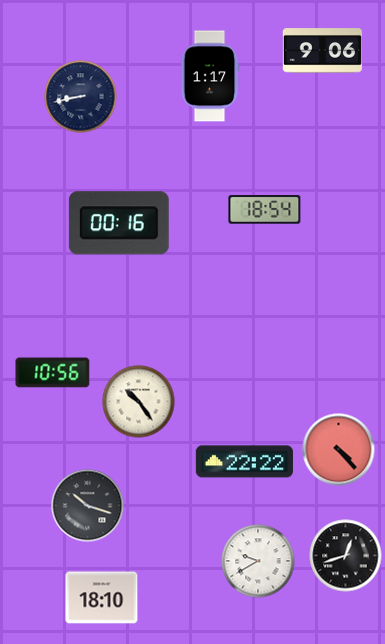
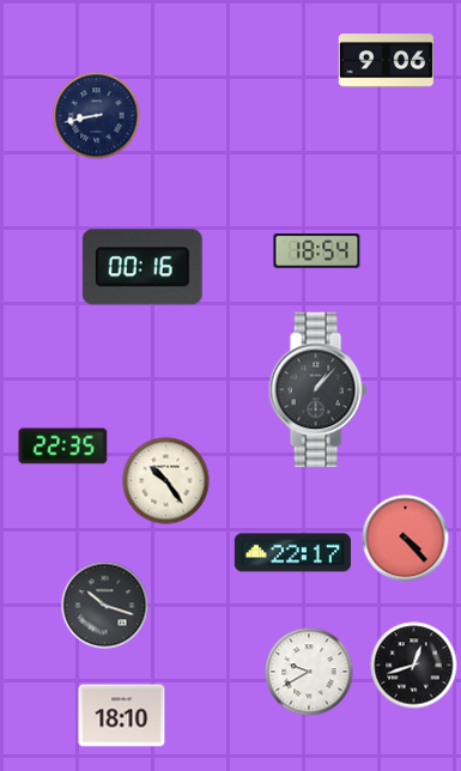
clock at (210, 76): 1:17 -> none
clock at (317, 390): none -> 1:07
clock at (53, 373): 10:56 -> 22:35
clock at (244, 462): 22:22 -> 22:17
